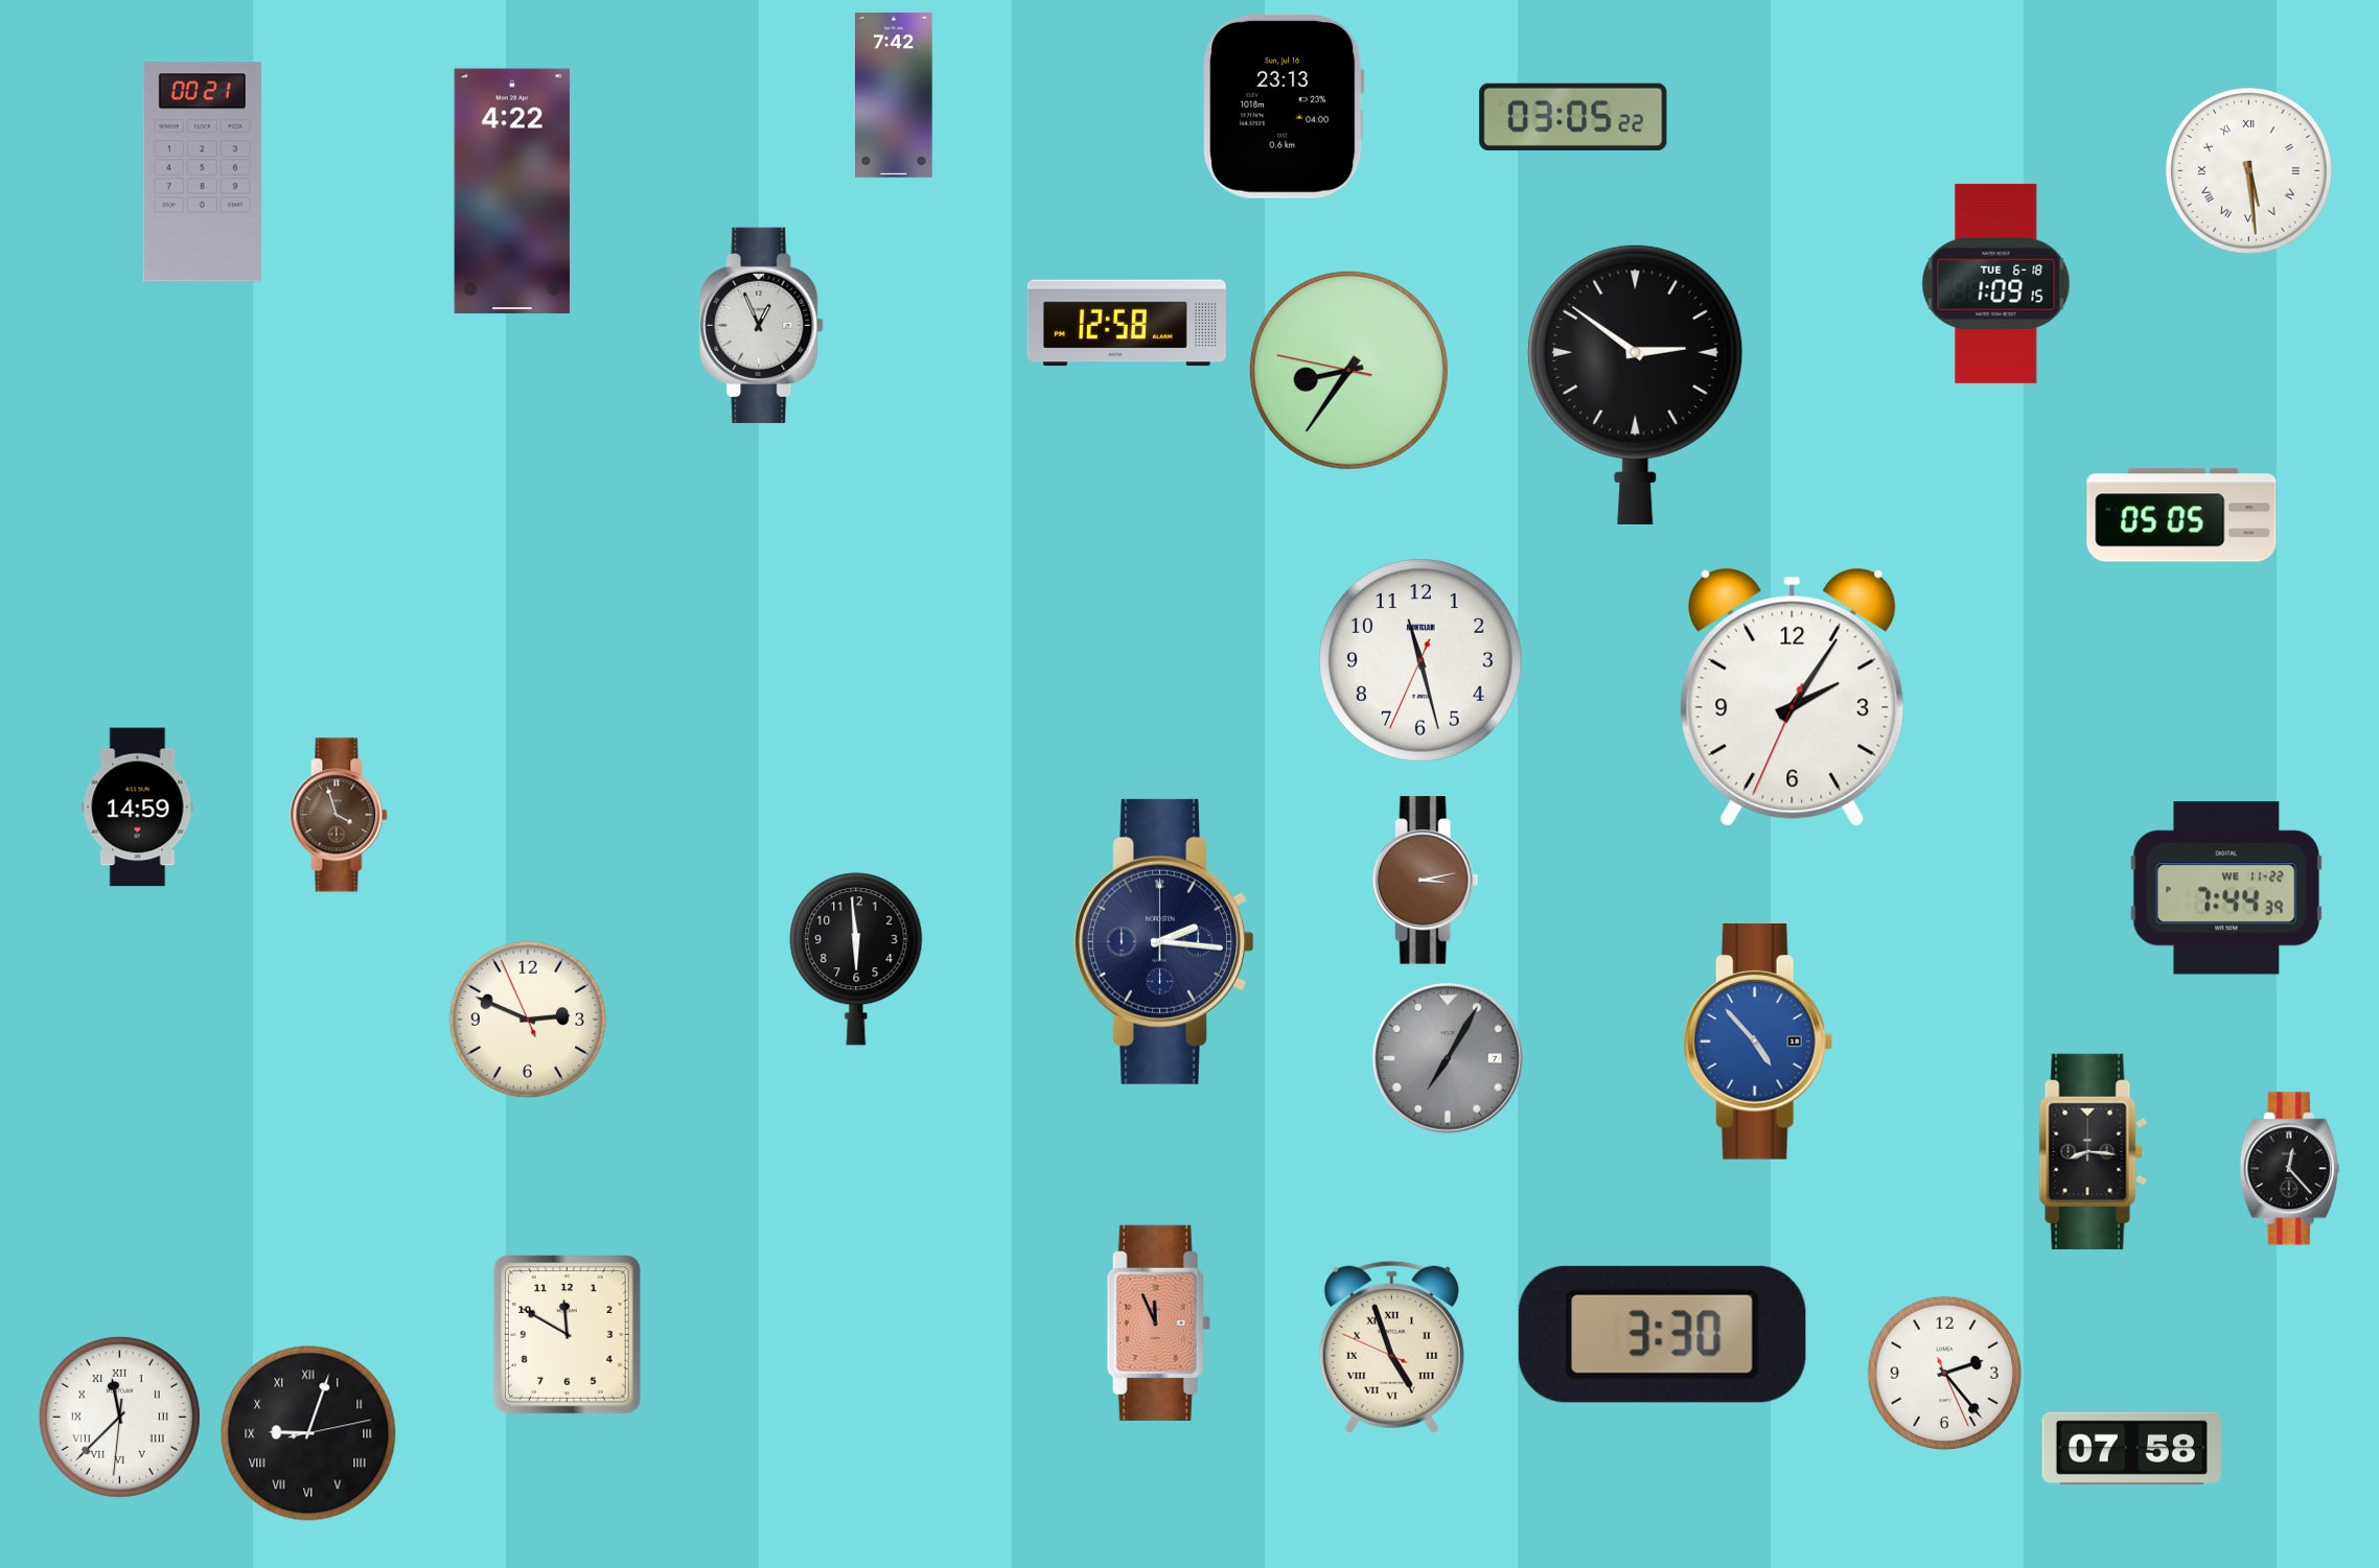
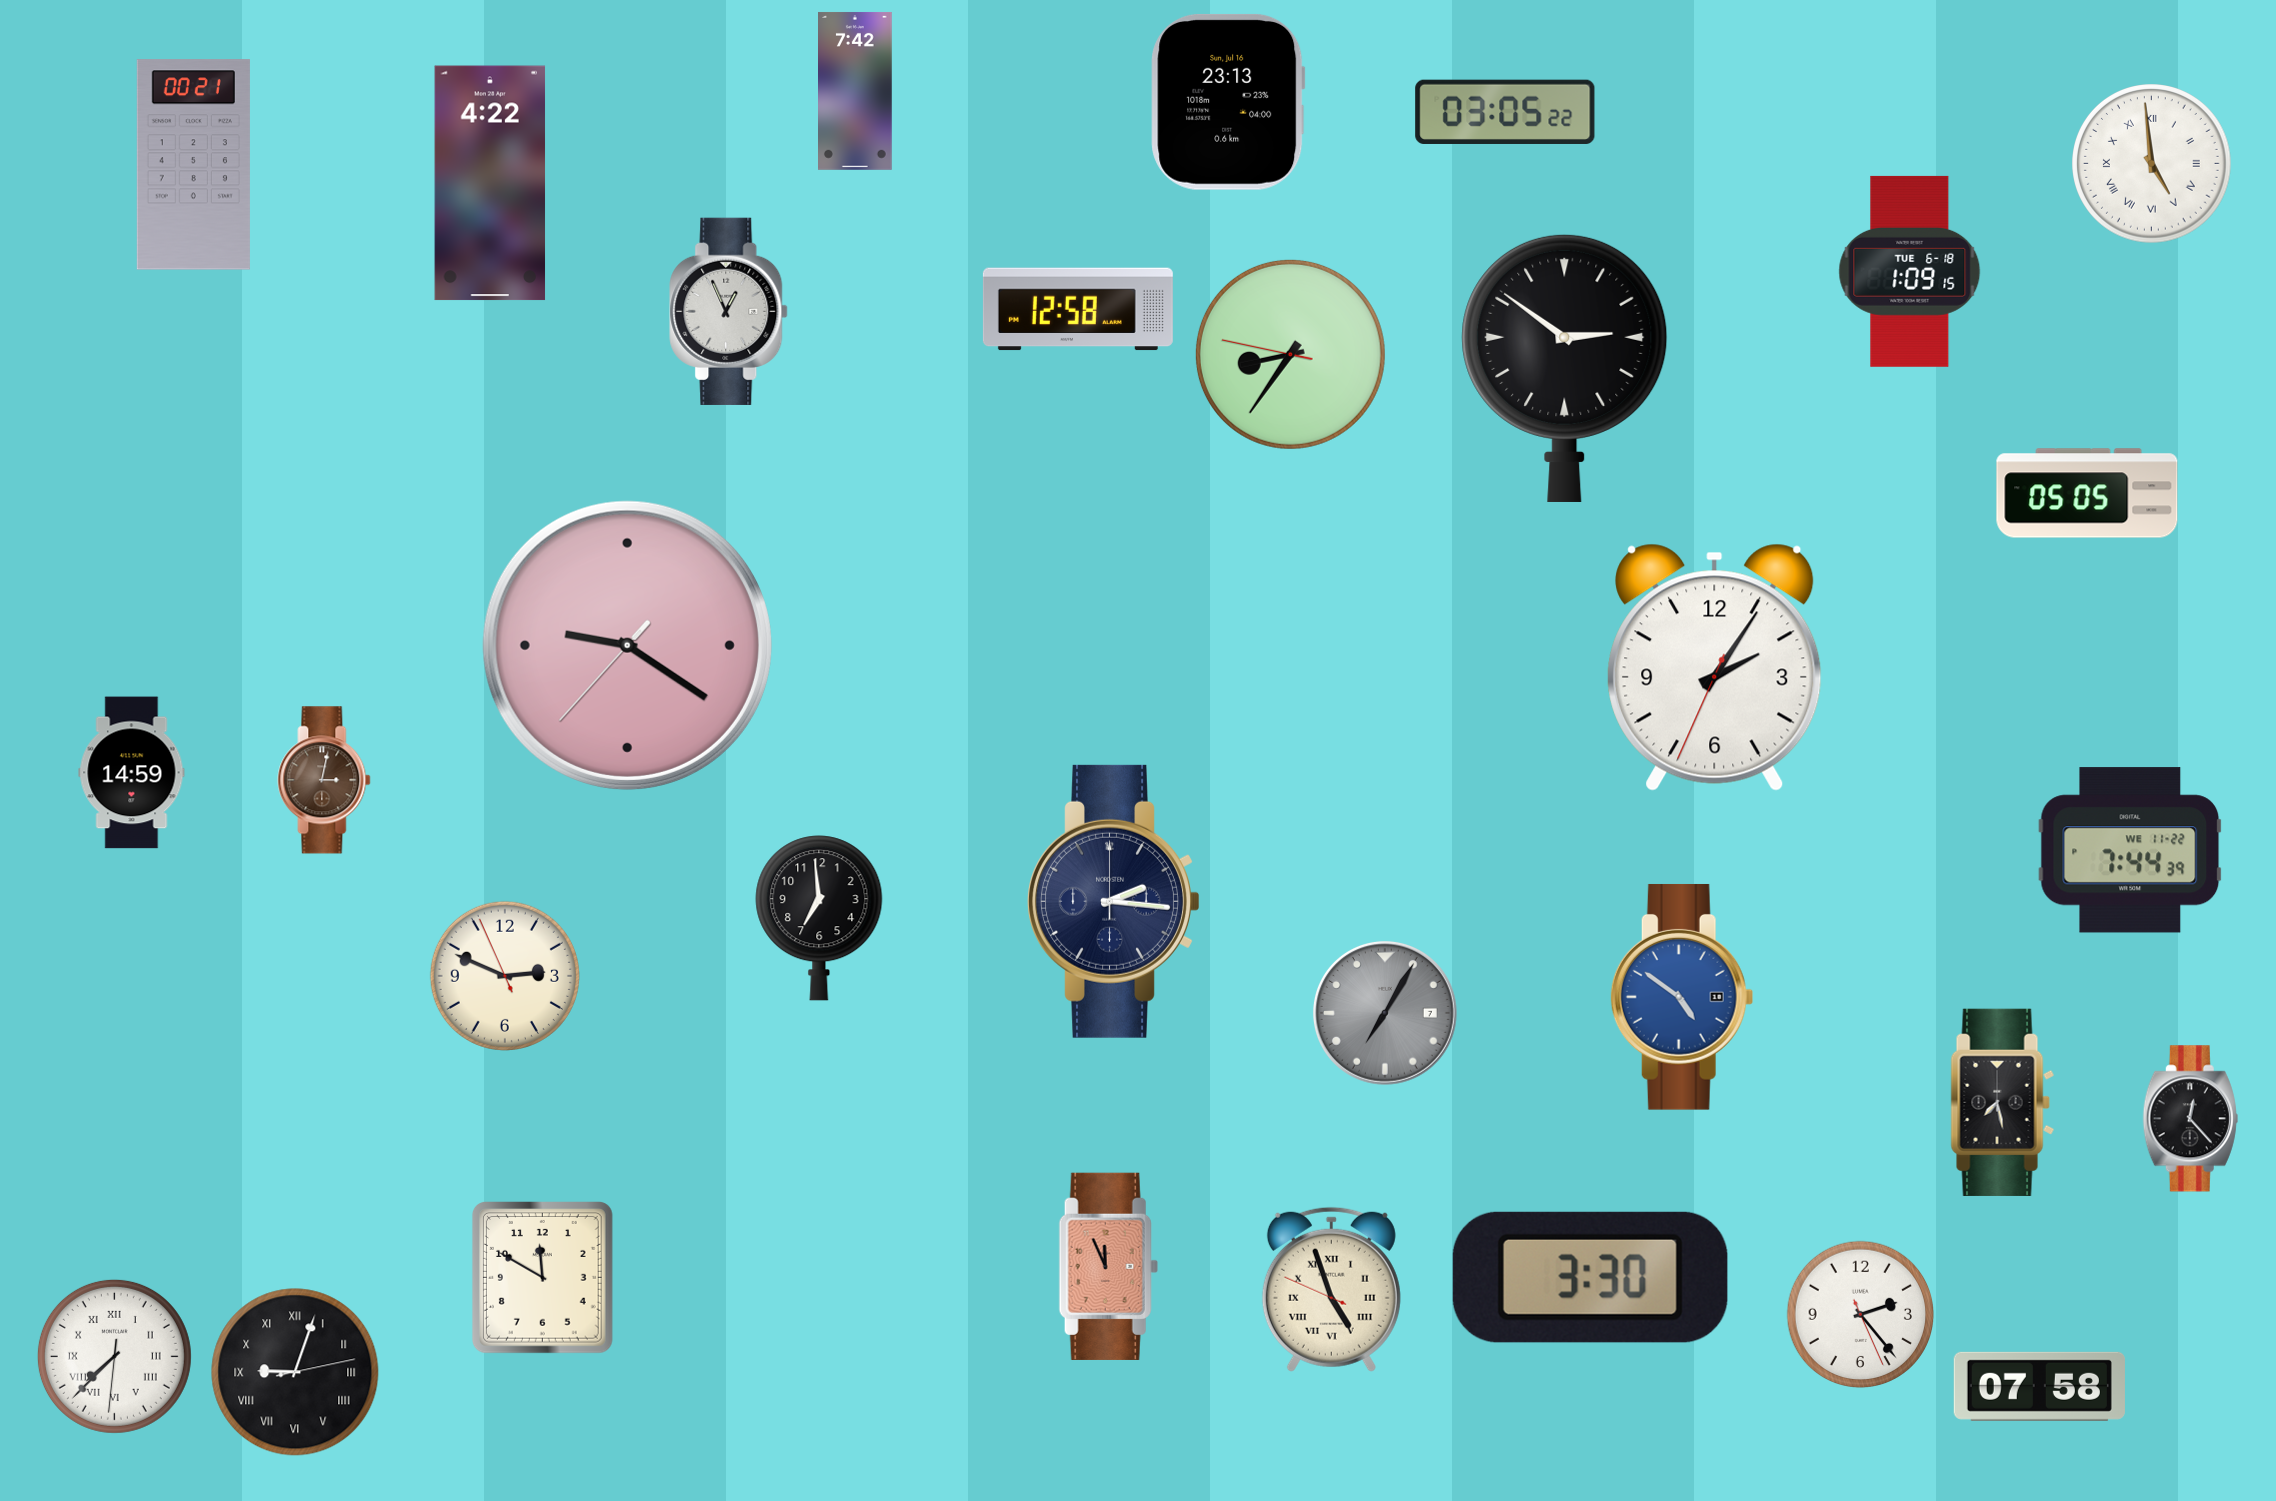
clock at (2249, 171): 5:29 -> 4:59
clock at (1422, 661): 11:27 -> none
clock at (627, 645): none -> 9:20
clock at (339, 815): 3:57 -> 3:02
clock at (1426, 881): 3:13 -> none
clock at (856, 959): 5:59 -> 6:59
clock at (1758, 1042): 4:53 -> 4:51
clock at (2094, 1151): 8:16 -> 7:28
clock at (119, 1417): 11:37 -> 7:37
